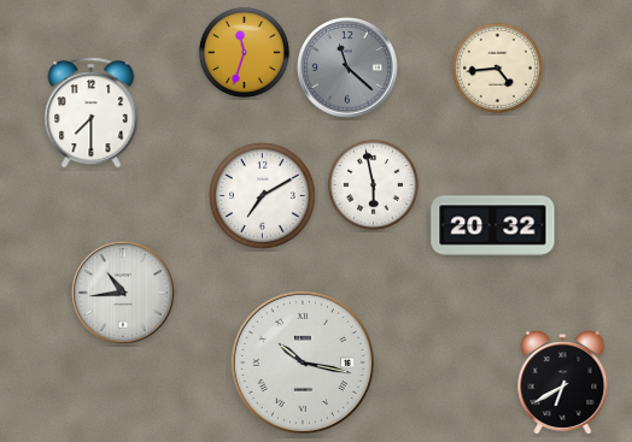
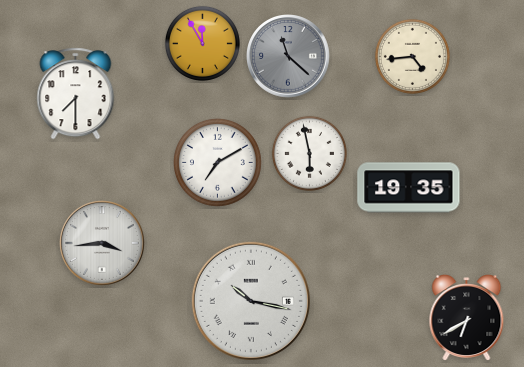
clock at (244, 52): 11:33 -> 11:55
clock at (493, 226): 20:32 -> 19:35
clock at (124, 294): 10:44 -> 3:44
